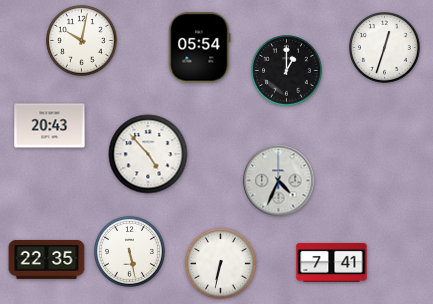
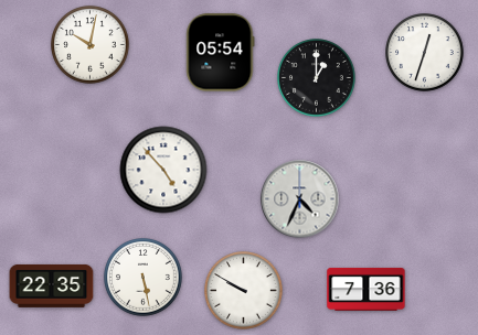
clock at (50, 126): 20:43 -> none
clock at (279, 181) position: (279, 181) -> (300, 199)
clock at (332, 262): 7:41 -> 7:36
clock at (221, 264): 6:32 -> 9:50
